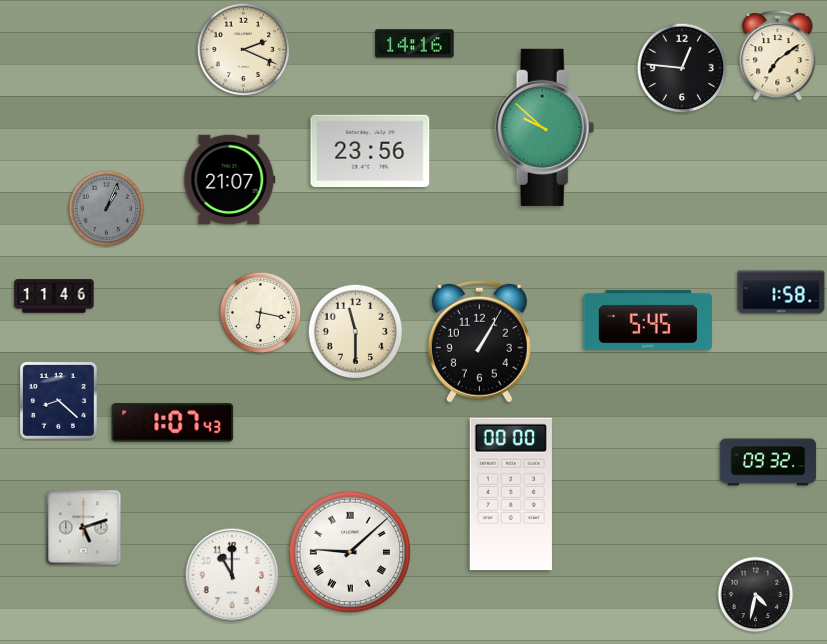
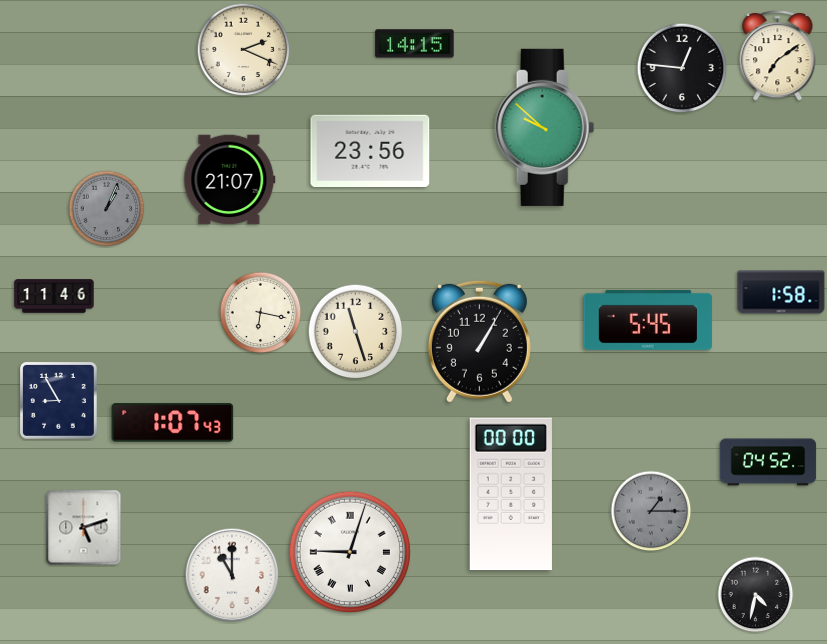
clock at (415, 44): 14:16 -> 14:15
clock at (356, 332): 11:30 -> 11:27
clock at (59, 401): 8:22 -> 8:55
clock at (768, 462): 09:32 -> 04:52
clock at (651, 511): none -> 1:15
clock at (350, 552): 9:08 -> 9:03
